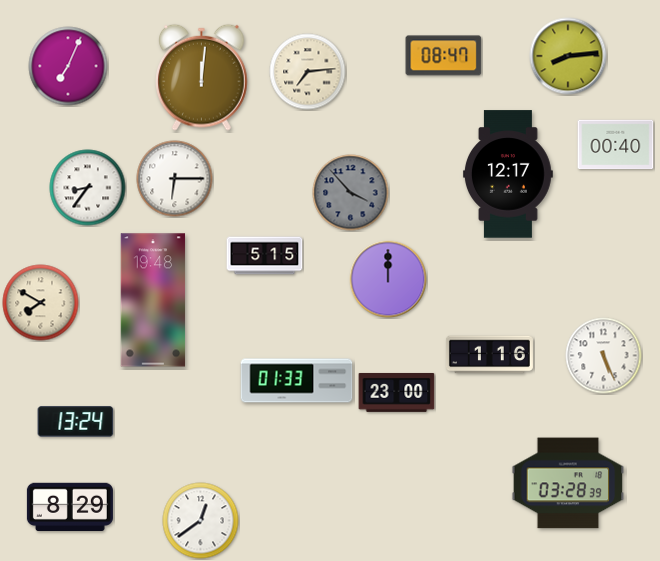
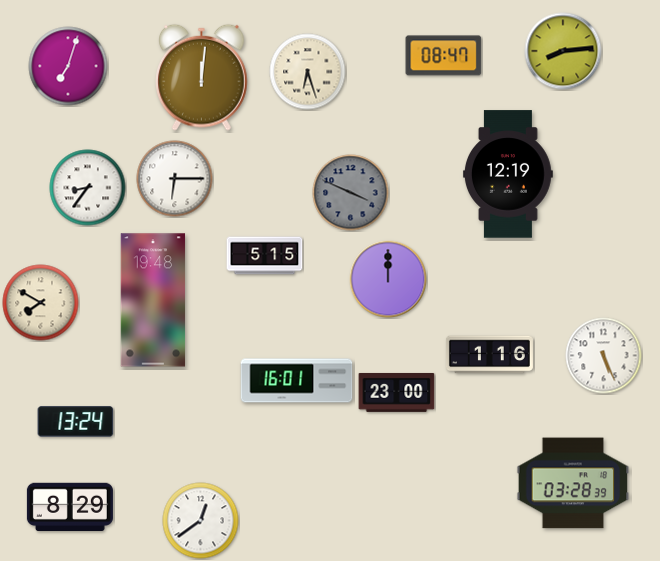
clock at (568, 56) position: (568, 56) -> (563, 51)
clock at (68, 66): 7:04 -> 7:03
clock at (308, 72): 7:14 -> 6:27
clock at (616, 145): 00:40 -> none
clock at (508, 174): 12:17 -> 12:19
clock at (351, 193): 3:53 -> 3:49
clock at (297, 381): 01:33 -> 16:01
clock at (568, 483) position: (568, 483) -> (573, 483)
